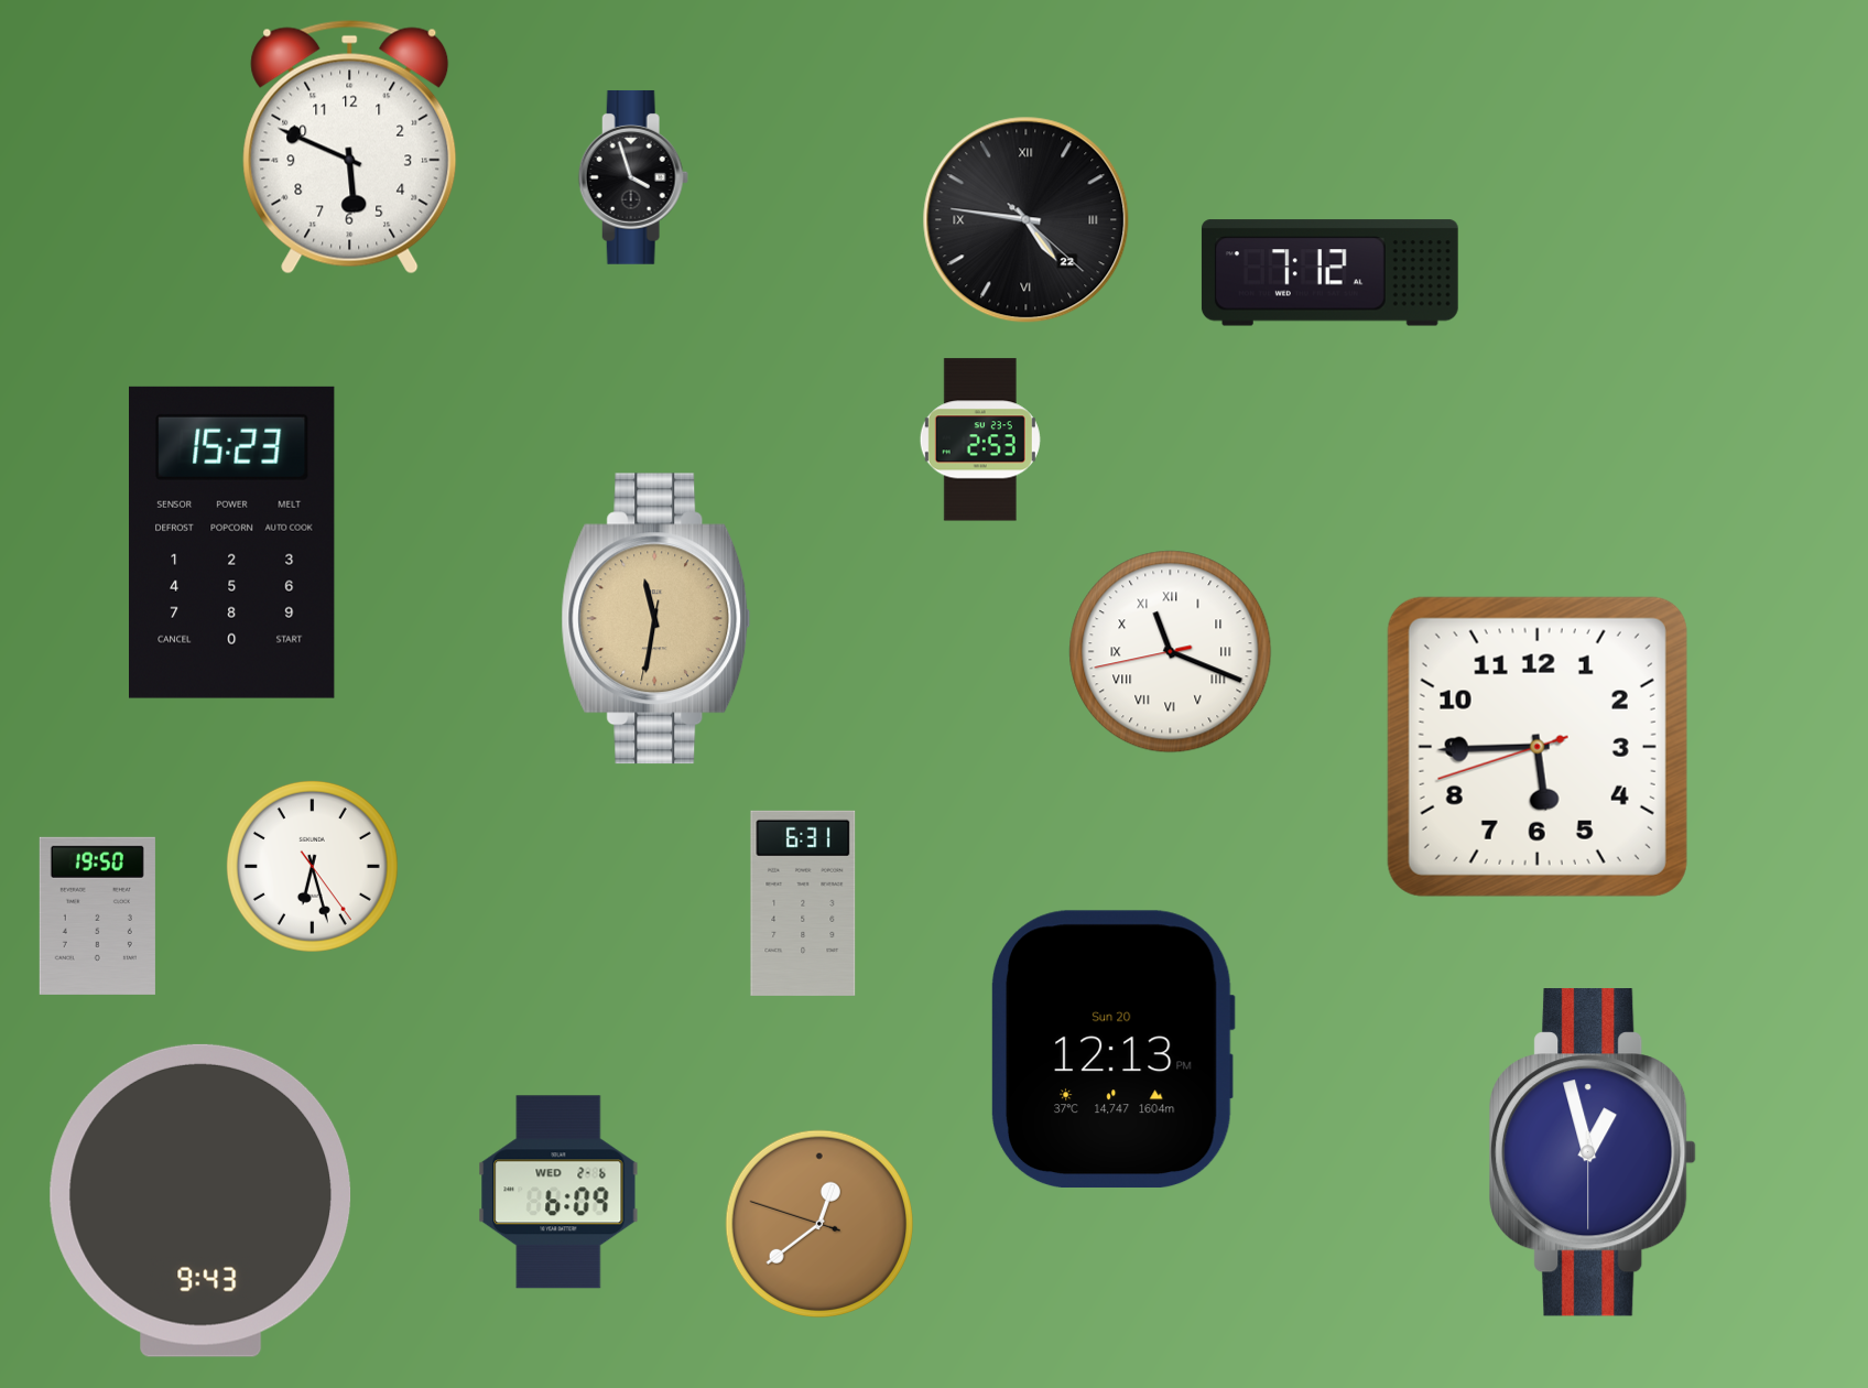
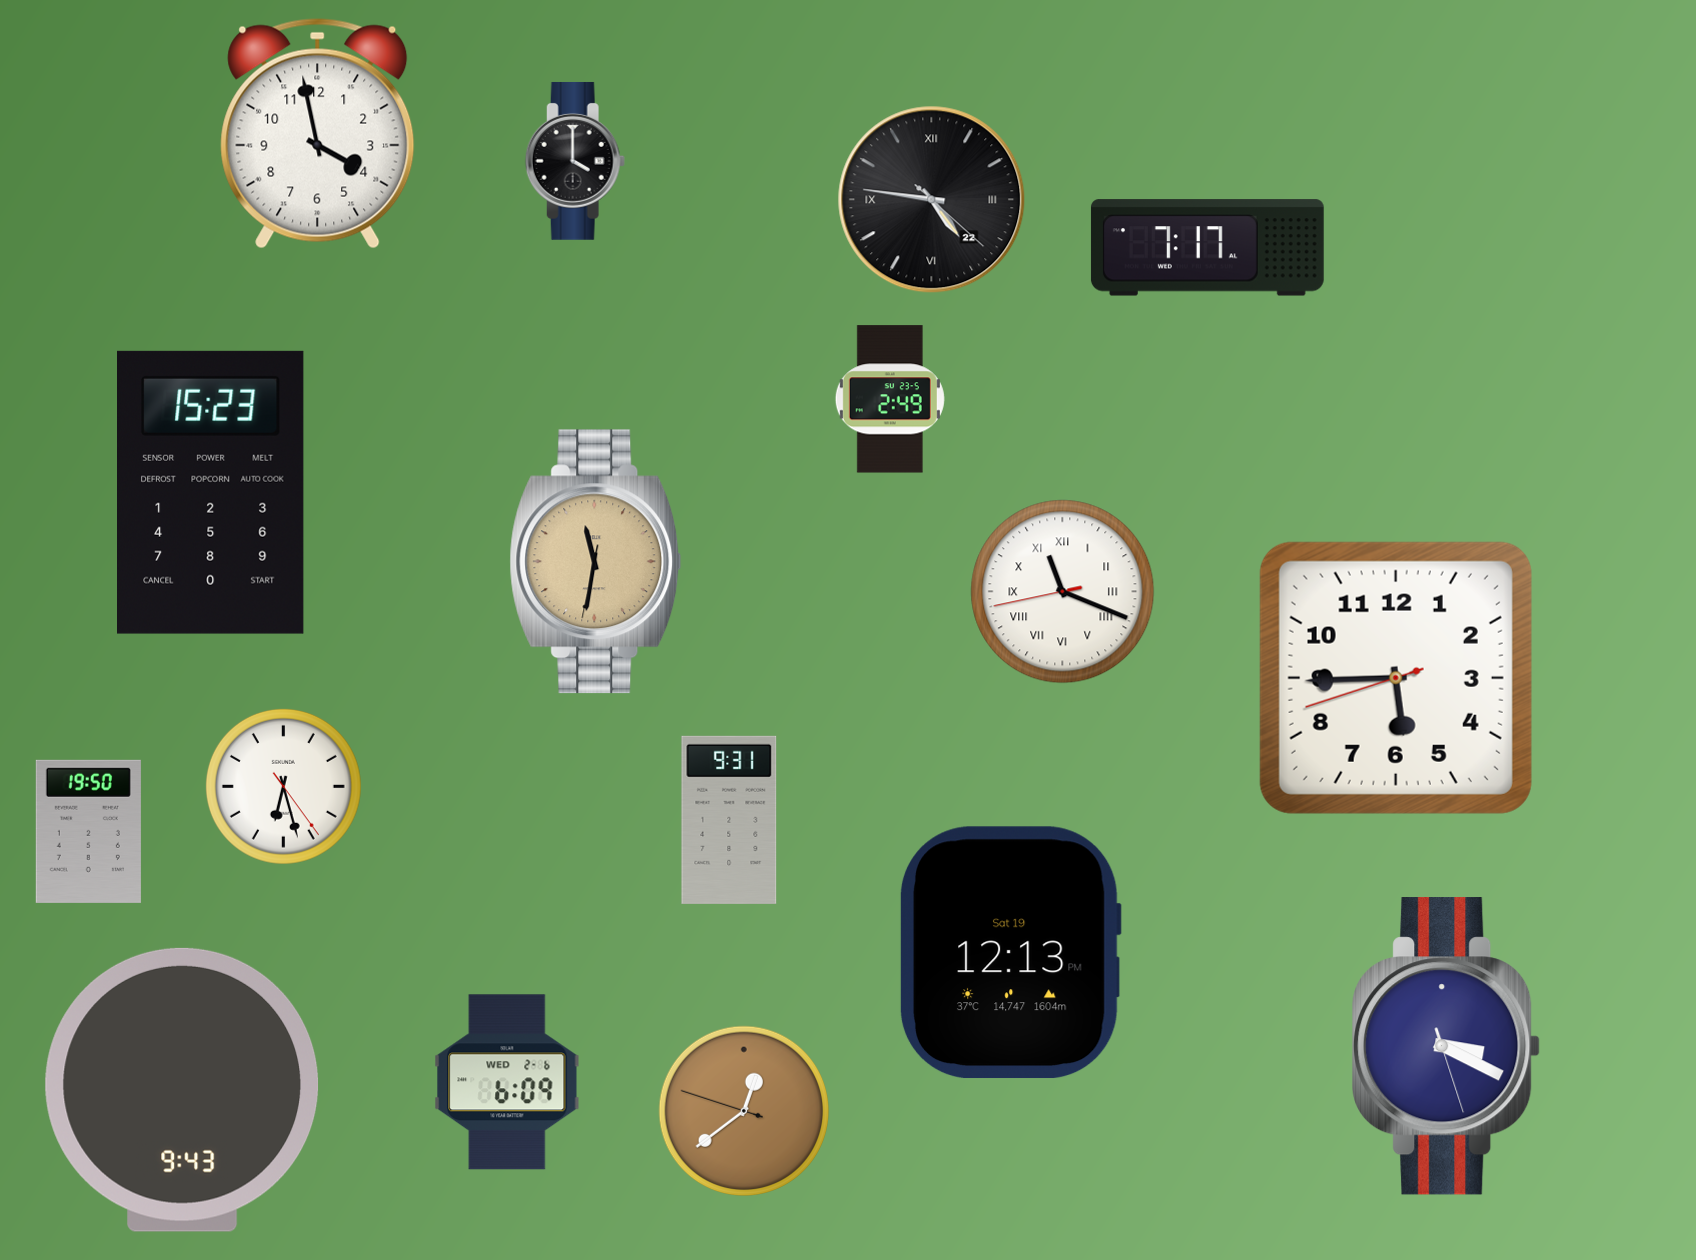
clock at (350, 148): 5:49 -> 3:58
clock at (633, 177): 3:57 -> 4:00
clock at (1329, 273): 7:12 -> 7:17
clock at (980, 440): 2:53 -> 2:49
clock at (803, 903): 6:31 -> 9:31
clock at (1112, 1050) date: Sun 20 -> Sat 19
clock at (1593, 1152): 12:57 -> 3:19
